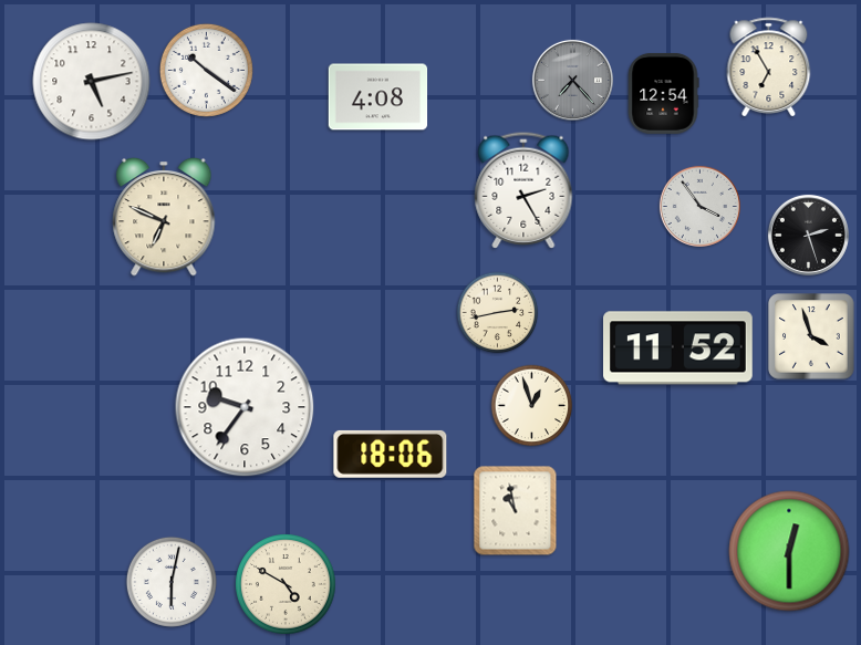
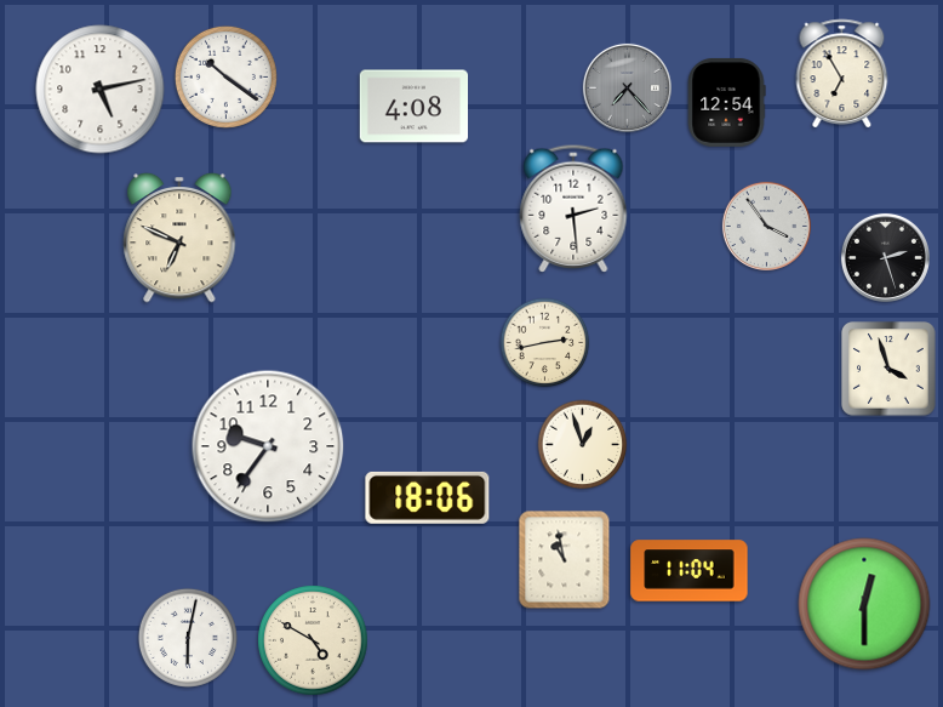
clock at (523, 190): 2:25 -> 2:29
clock at (678, 348): 11:52 -> none
clock at (690, 571): none -> 11:04
